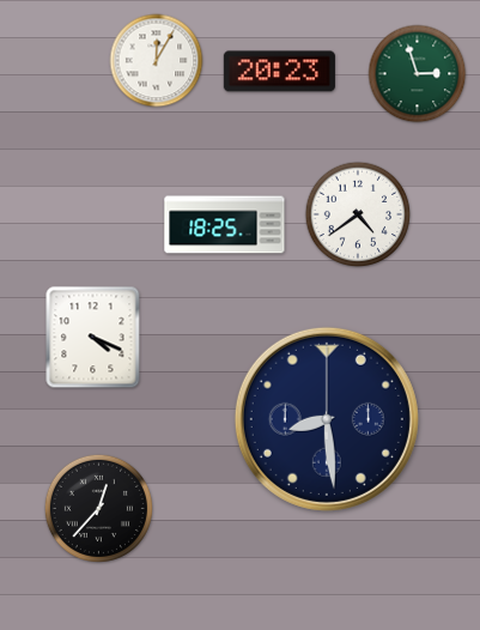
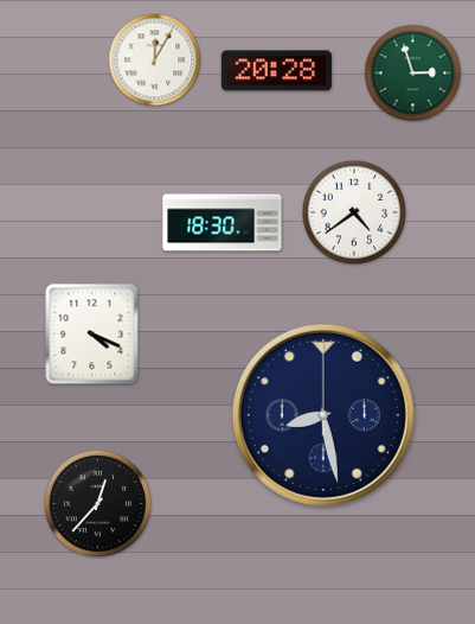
clock at (279, 72): 20:23 -> 20:28
clock at (225, 225): 18:25 -> 18:30
clock at (327, 419): 8:29 -> 8:28
